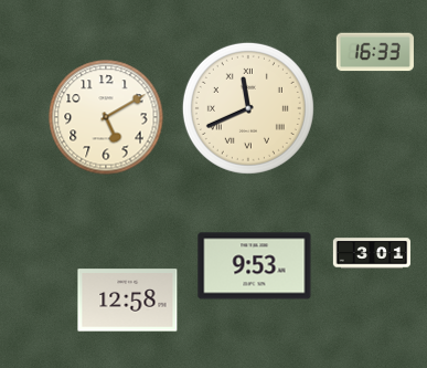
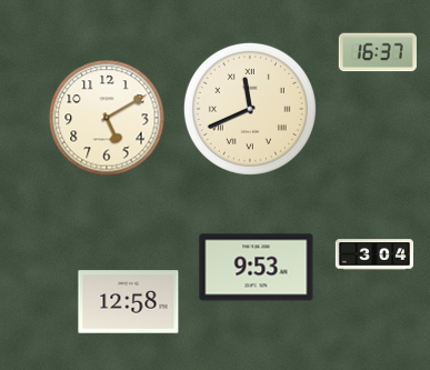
clock at (375, 52): 16:33 -> 16:37
clock at (371, 253): 3:01 -> 3:04
